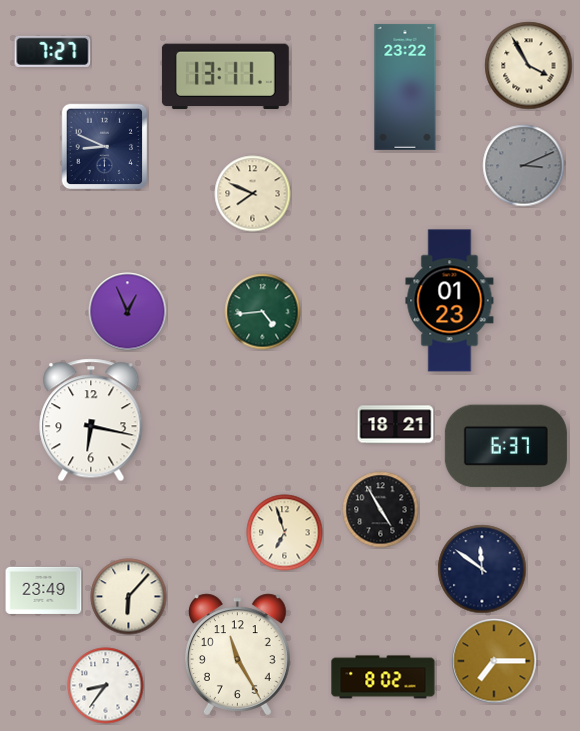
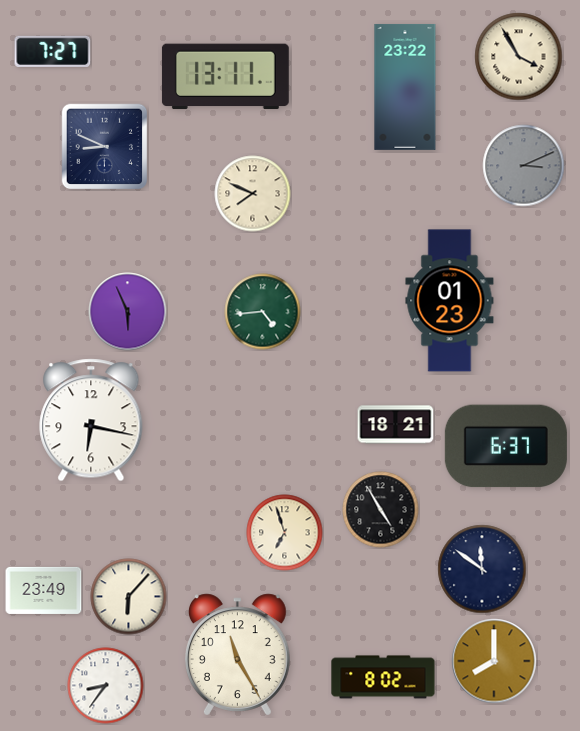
clock at (529, 66) position: (529, 66) -> (519, 57)
clock at (128, 312): 12:56 -> 5:56
clock at (494, 661): 7:15 -> 8:00
